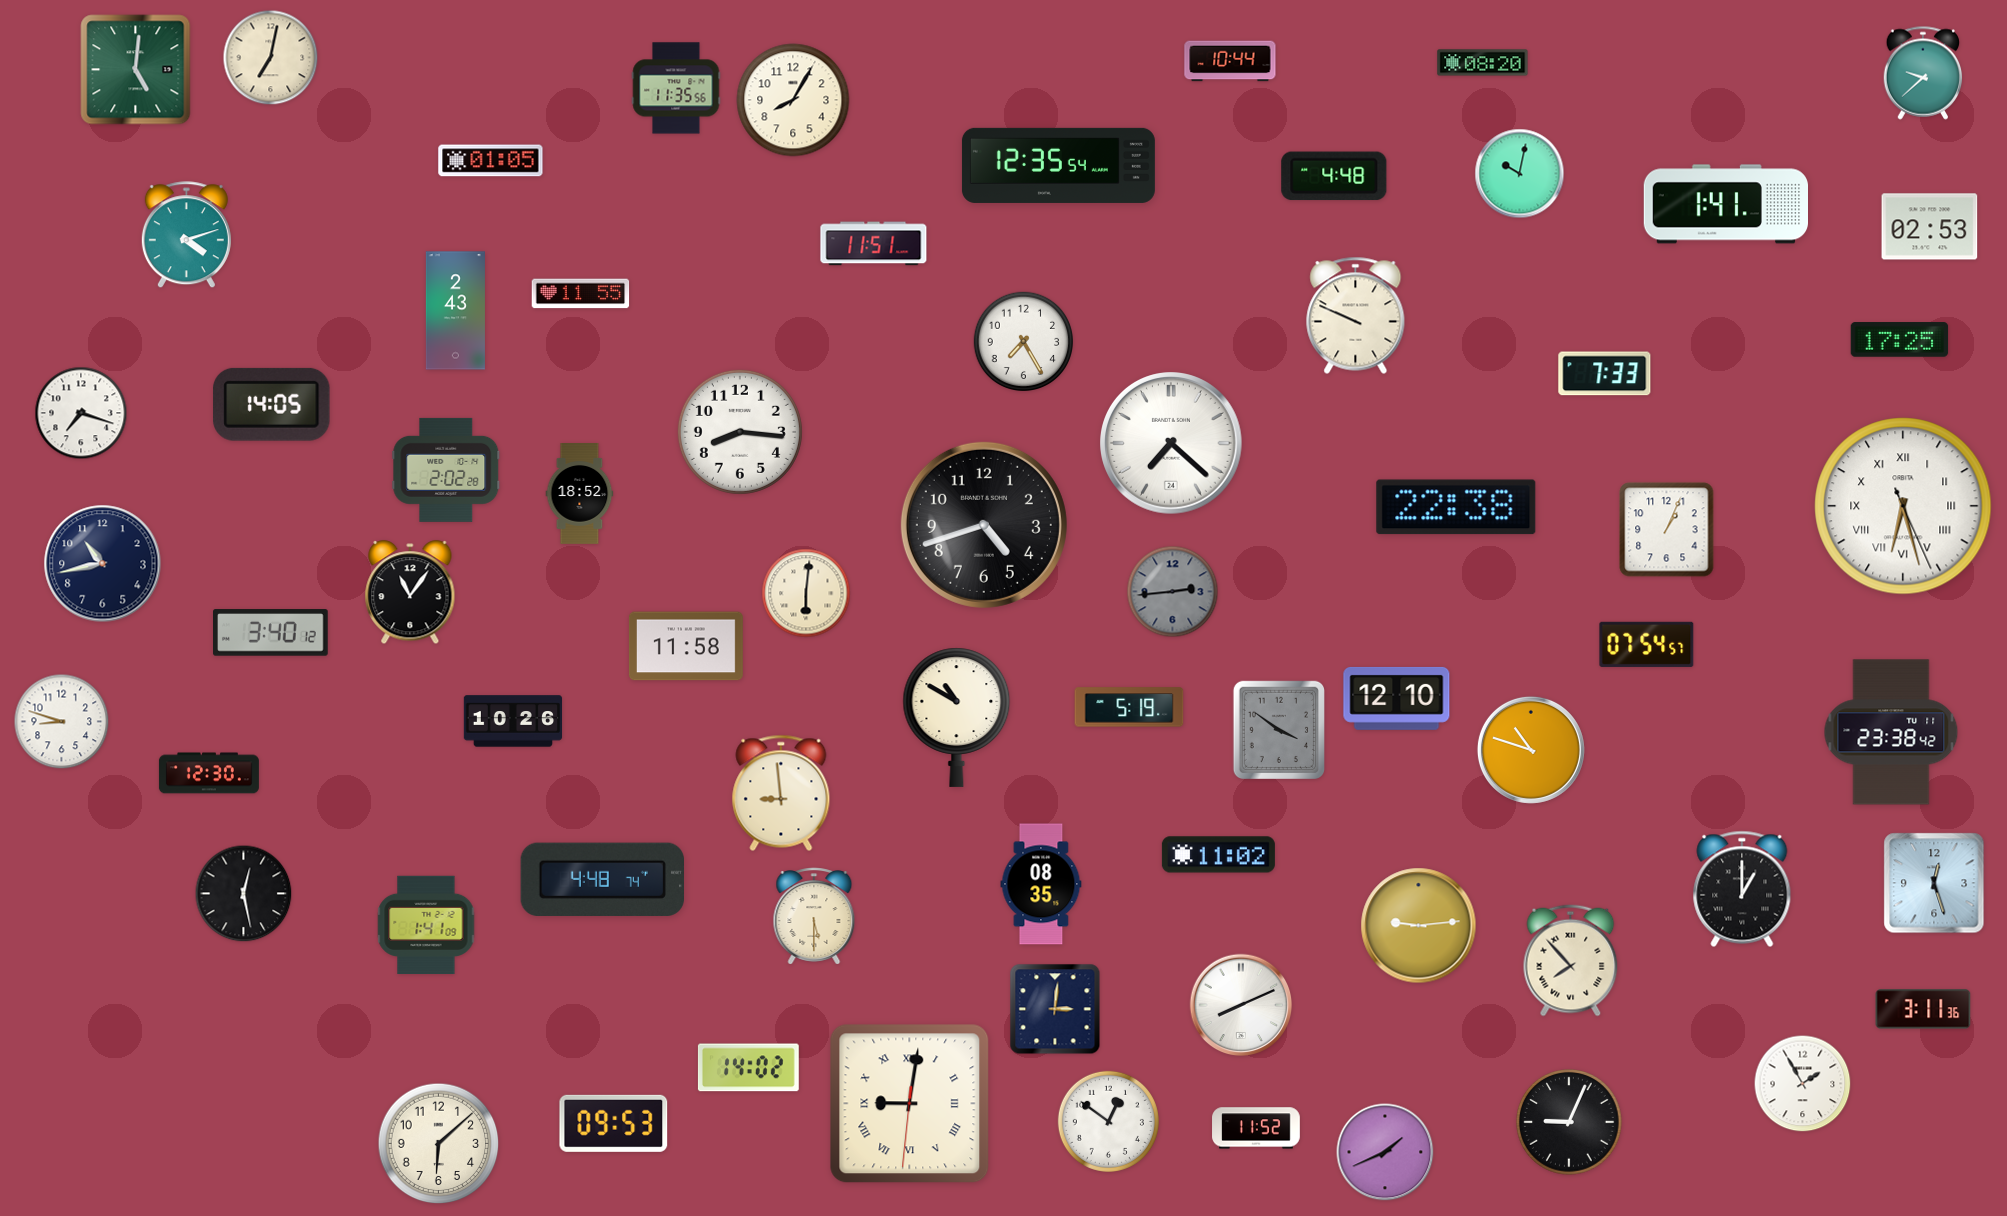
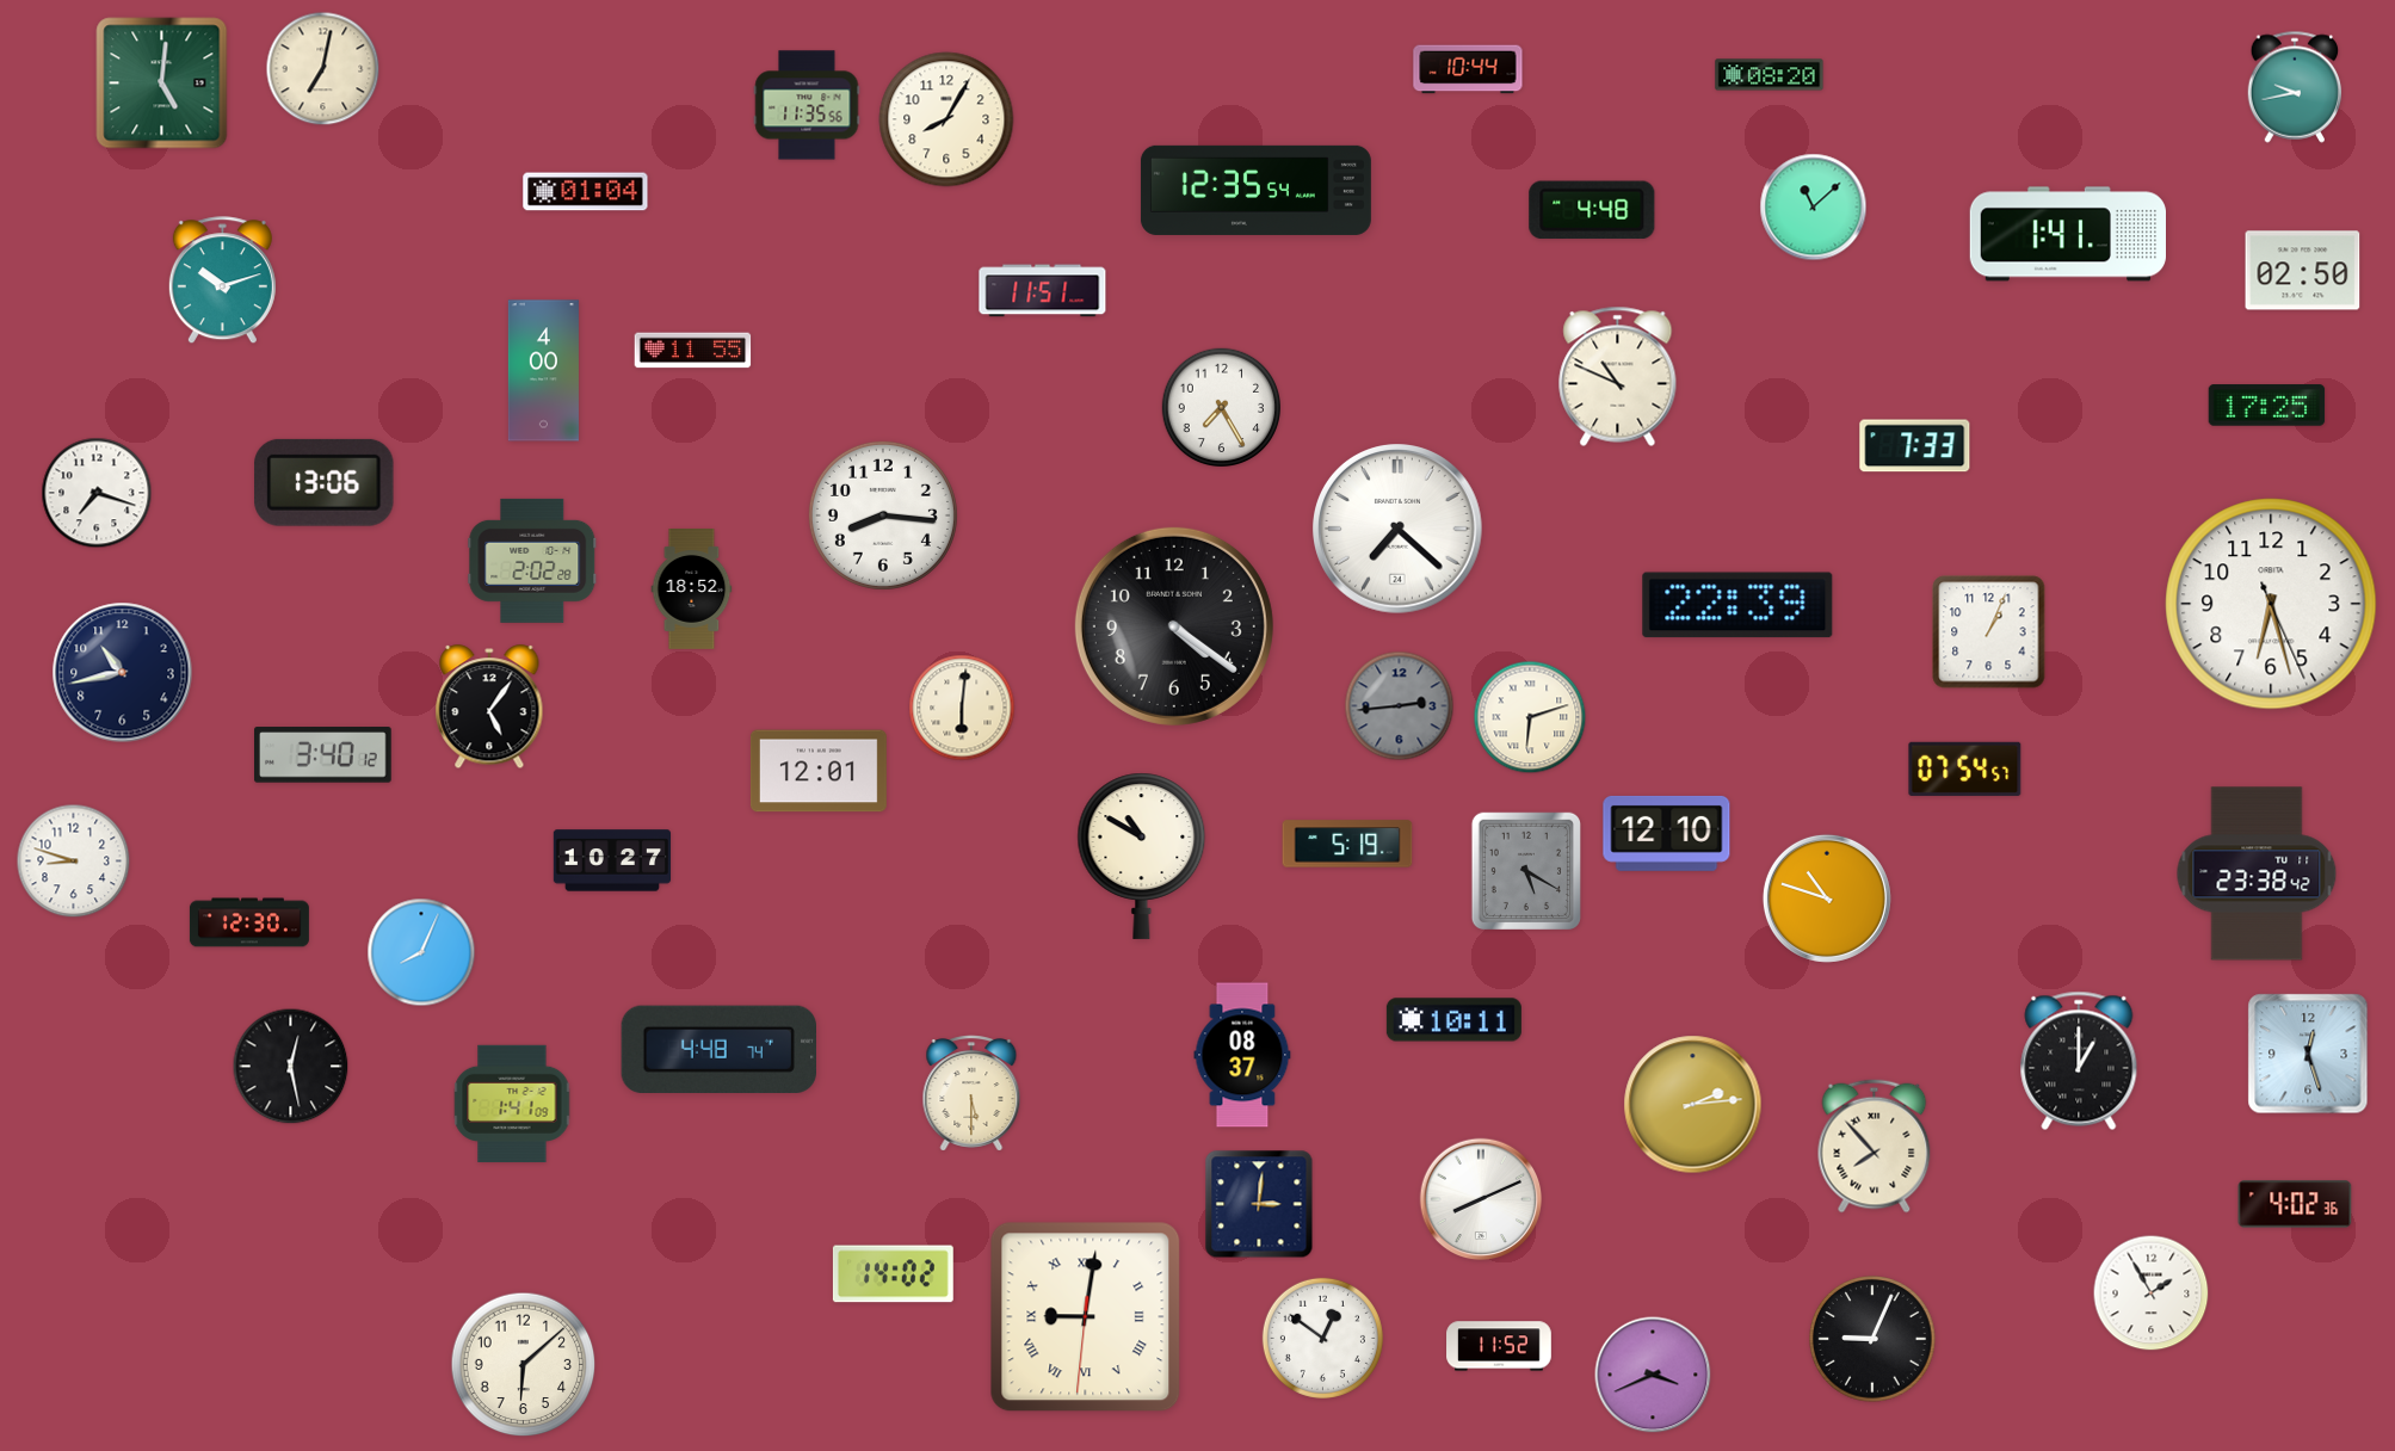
clock at (1230, 61) position: (1230, 61) -> (1468, 69)
clock at (1923, 73): 9:38 -> 9:43
clock at (491, 161): 01:05 -> 01:04
clock at (1058, 165) position: (1058, 165) -> (1255, 190)
clock at (1520, 174): 10:02 -> 11:08
clock at (1725, 204) position: (1725, 204) -> (2067, 234)
clock at (1930, 227): 02:53 -> 02:50
clock at (186, 235): 4:12 -> 10:12
clock at (455, 311): 2:43 -> 4:00
clock at (1356, 315): 9:49 -> 10:49
clock at (272, 404): 14:05 -> 13:06
clock at (1903, 506) numerals: Roman -> Arabic
clock at (1456, 507): 22:38 -> 22:39
clock at (984, 525): 4:42 -> 4:21
clock at (410, 593): 11:06 -> 5:06
clock at (1530, 717): none -> 6:12
clock at (686, 646): 11:58 -> 12:01
clock at (513, 721): 10:26 -> 10:27
clock at (1278, 729): 3:51 -> 5:20
clock at (1531, 750) position: (1531, 750) -> (1827, 899)
clock at (781, 793): 8:59 -> none
clock at (421, 952): none -> 8:04
clock at (1218, 855): 11:02 -> 10:11
clock at (1041, 884): 08:35 -> 08:37
clock at (426, 924) position: (426, 924) -> (512, 1103)
clock at (1419, 926): 9:14 -> 2:14
clock at (1923, 1009): 3:11 -> 4:02
clock at (614, 1123): 09:53 -> none
clock at (1385, 1152): 1:41 -> 3:41
